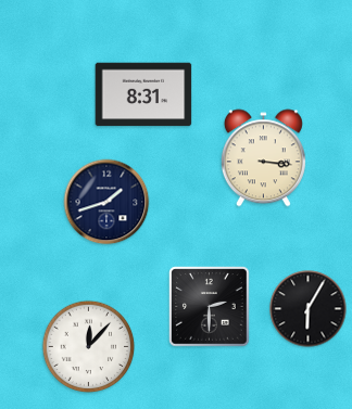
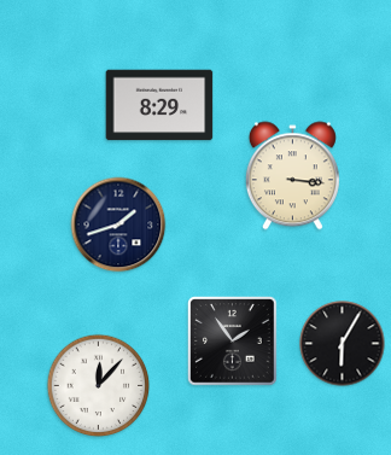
clock at (143, 94): 8:31 -> 8:29
clock at (210, 307): 2:30 -> 1:54
